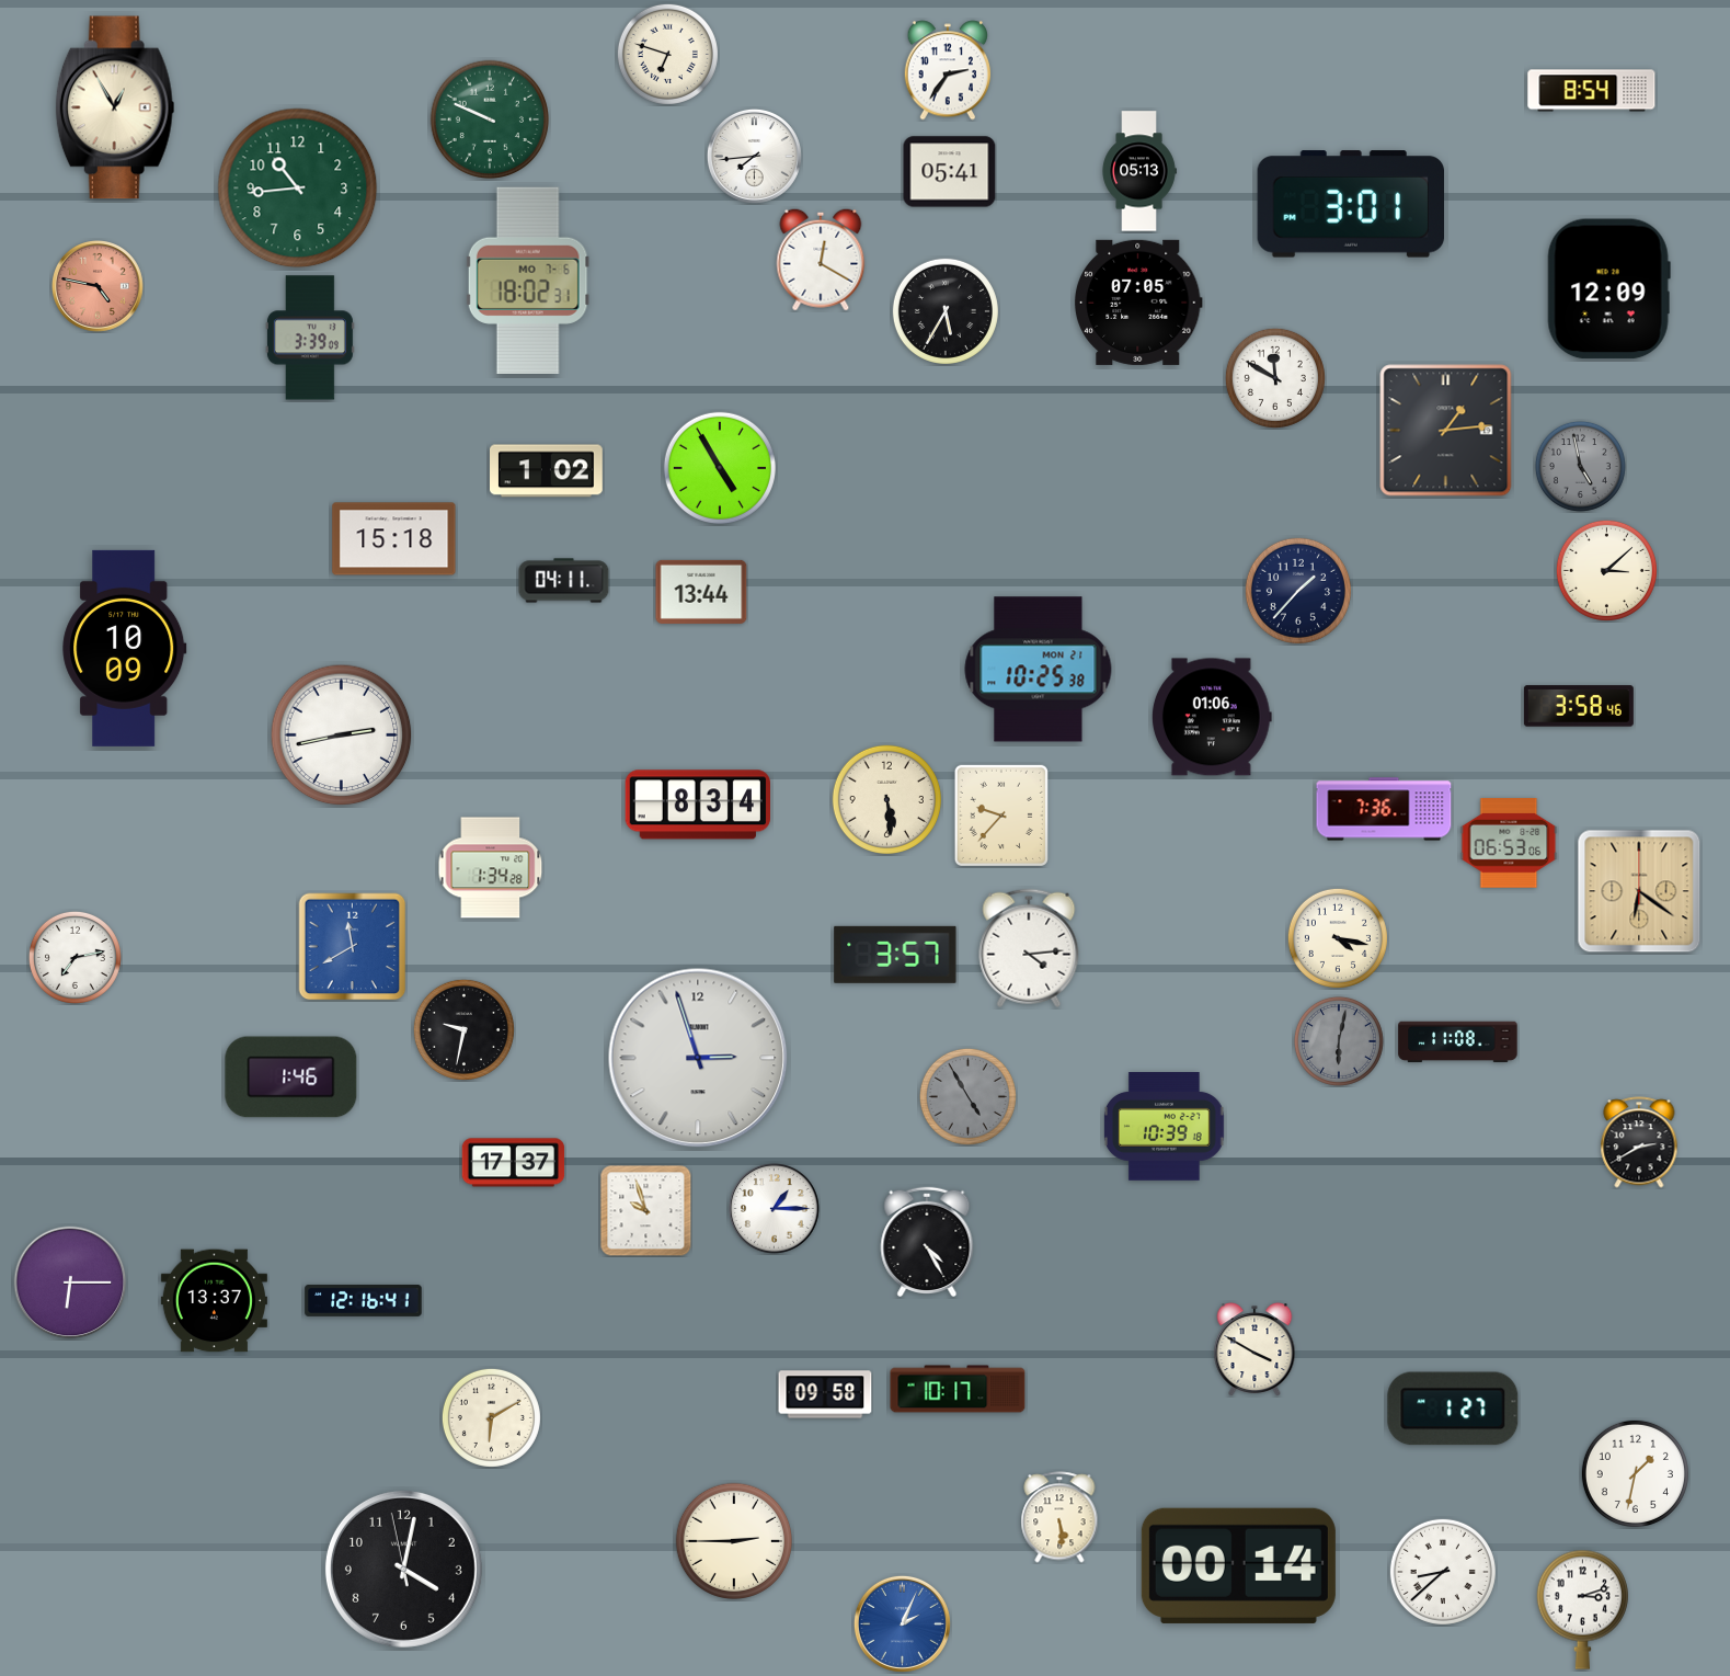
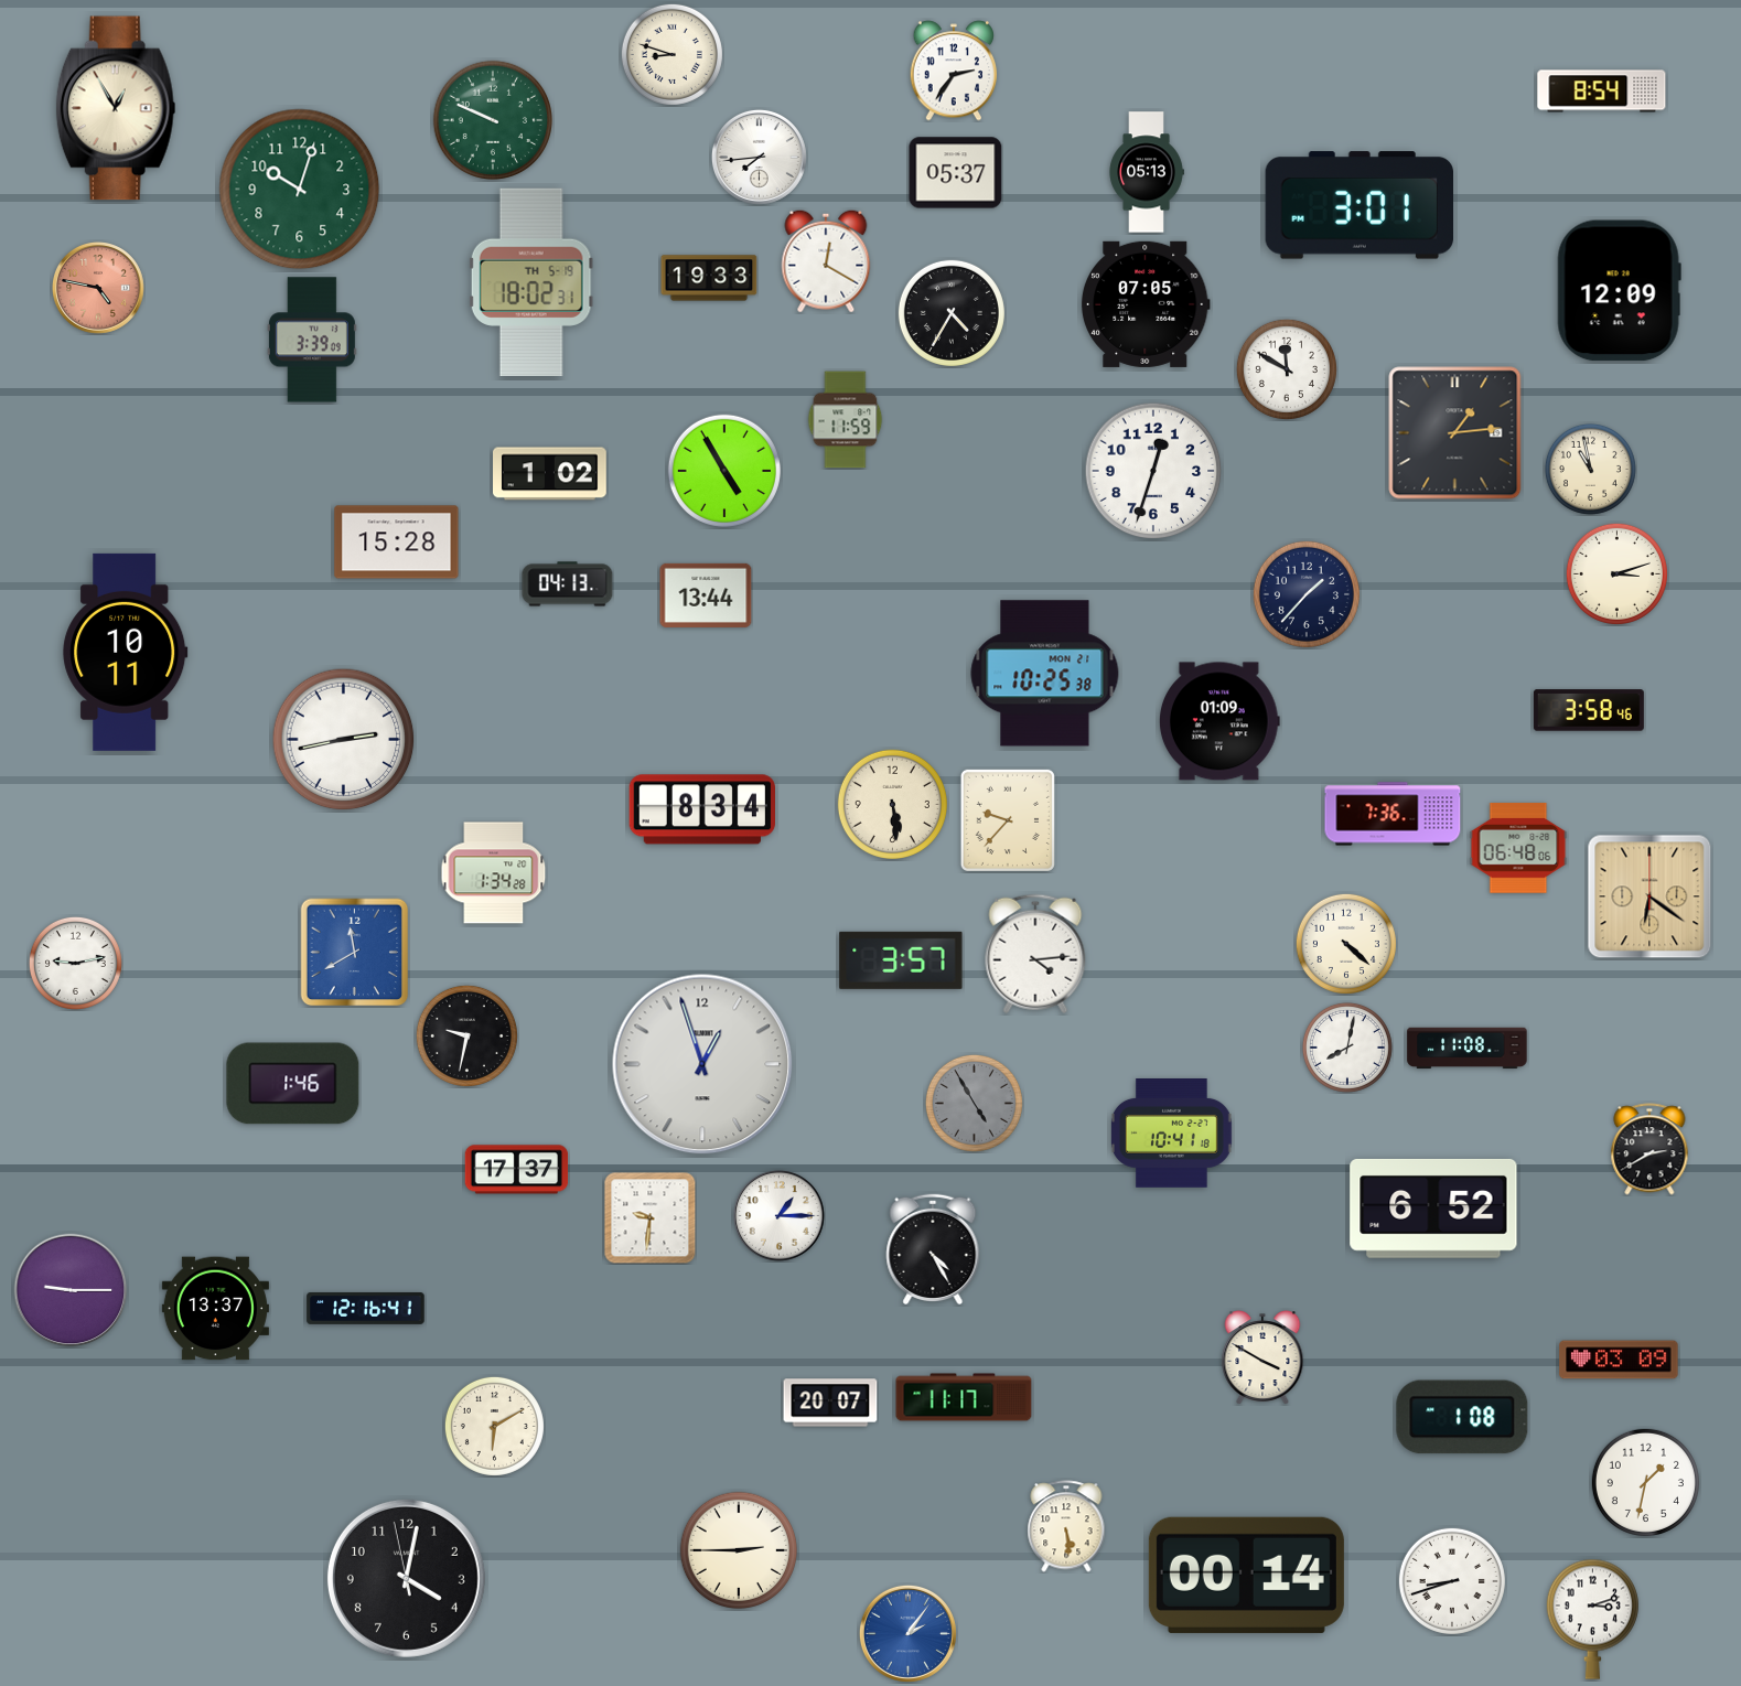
clock at (667, 54): 6:48 -> 8:48
clock at (950, 172): 05:41 -> 05:37
clock at (298, 189): 10:44 -> 10:03
clock at (709, 278): none -> 19:33
clock at (528, 280) date: MO 7-6 -> TH 5-19
clock at (946, 311): 5:35 -> 4:35
clock at (1275, 378) position: (1275, 378) -> (1287, 369)
clock at (846, 420): none -> 11:59
clock at (1580, 466): 4:58 -> 10:58
clock at (1580, 466) dial: grey -> cream
clock at (1153, 471): none -> 12:33
clock at (394, 539): 15:18 -> 15:28
clock at (1606, 570): 3:08 -> 3:12
clock at (564, 581): 04:11 -> 04:13
clock at (125, 648): 10:09 -> 10:11
clock at (1213, 717): 01:06 -> 01:09
clock at (1509, 843): 06:53 -> 06:48
clock at (1338, 938): 4:17 -> 4:22
clock at (75, 957): 7:13 -> 9:13
clock at (1339, 1041): 6:02 -> 8:02
clock at (1339, 1041) dial: grey -> white
clock at (698, 1058): 2:57 -> 12:57
clock at (1164, 1127): 10:39 -> 10:41
clock at (1433, 1209): none -> 6:52
clock at (646, 1211): 9:57 -> 9:31
clock at (70, 1282): 6:15 -> 9:15
clock at (1619, 1360): none -> 03:09
clock at (958, 1389): 10:17 -> 11:17
clock at (825, 1394): 09:58 -> 20:07
clock at (1453, 1409): 1:27 -> 1:08
clock at (1443, 1572): 8:38 -> 8:42
clock at (902, 1623): 2:04 -> 2:06
